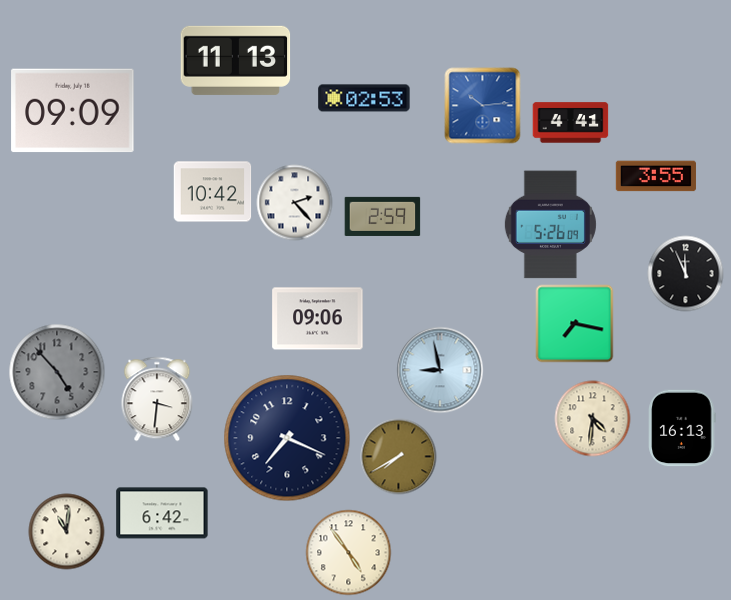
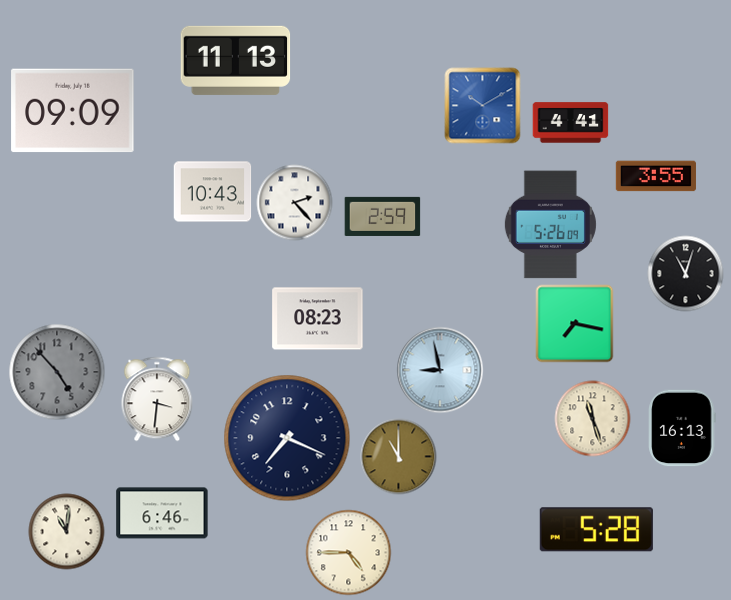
clock at (364, 98): 02:53 -> none
clock at (483, 106): 10:14 -> 10:10
clock at (213, 192): 10:42 -> 10:43
clock at (686, 274): 11:56 -> 11:03
clock at (318, 319): 09:06 -> 08:23
clock at (593, 419): 4:31 -> 11:27
clock at (399, 457): 7:40 -> 11:00
clock at (162, 513): 6:42 -> 6:46
clock at (596, 530): none -> 5:28
clock at (349, 553): 4:54 -> 4:45
